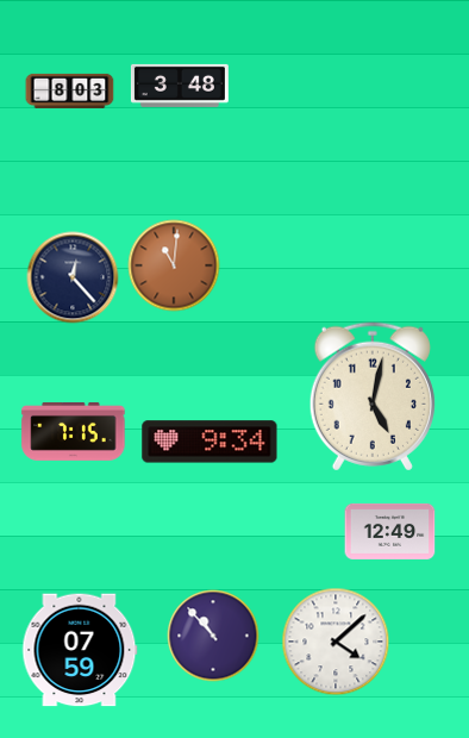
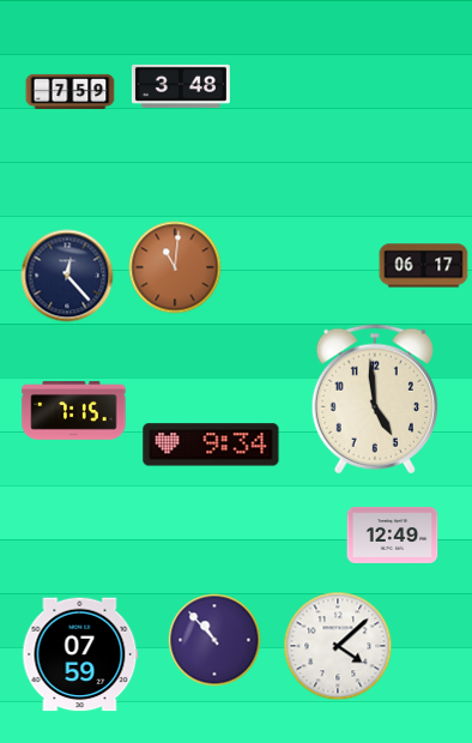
clock at (70, 90): 8:03 -> 7:59
clock at (424, 266): none -> 06:17
clock at (73, 277) position: (73, 277) -> (67, 276)
clock at (373, 396): 5:02 -> 4:59
clock at (74, 431) position: (74, 431) -> (74, 410)
